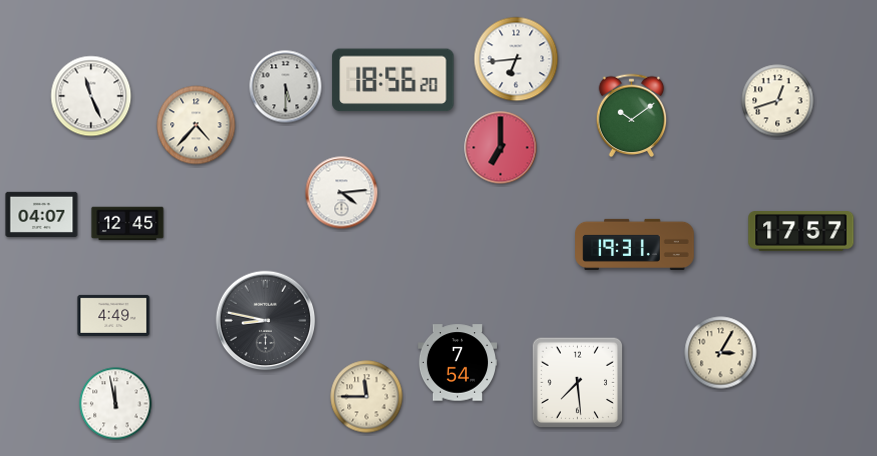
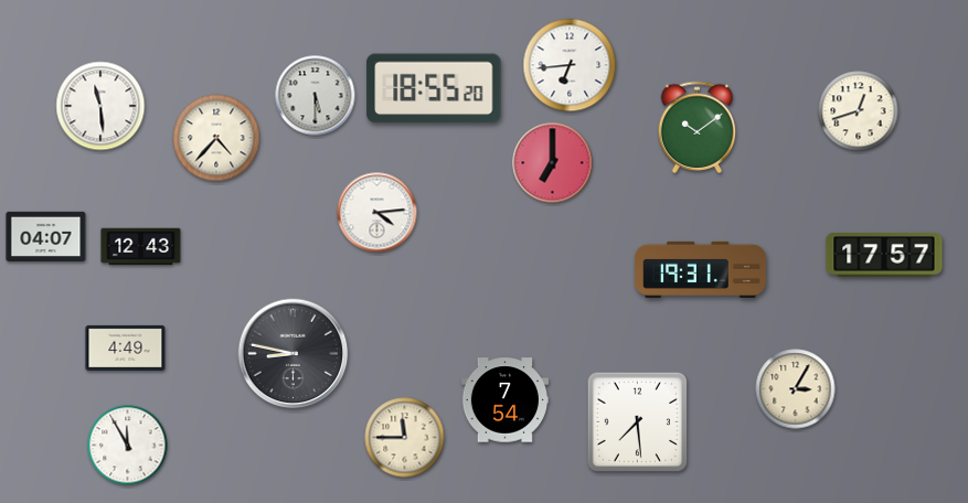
clock at (393, 80): 18:56 -> 18:55
clock at (91, 96): 11:26 -> 11:29
clock at (128, 224): 12:45 -> 12:43
clock at (116, 404): 11:58 -> 11:55
